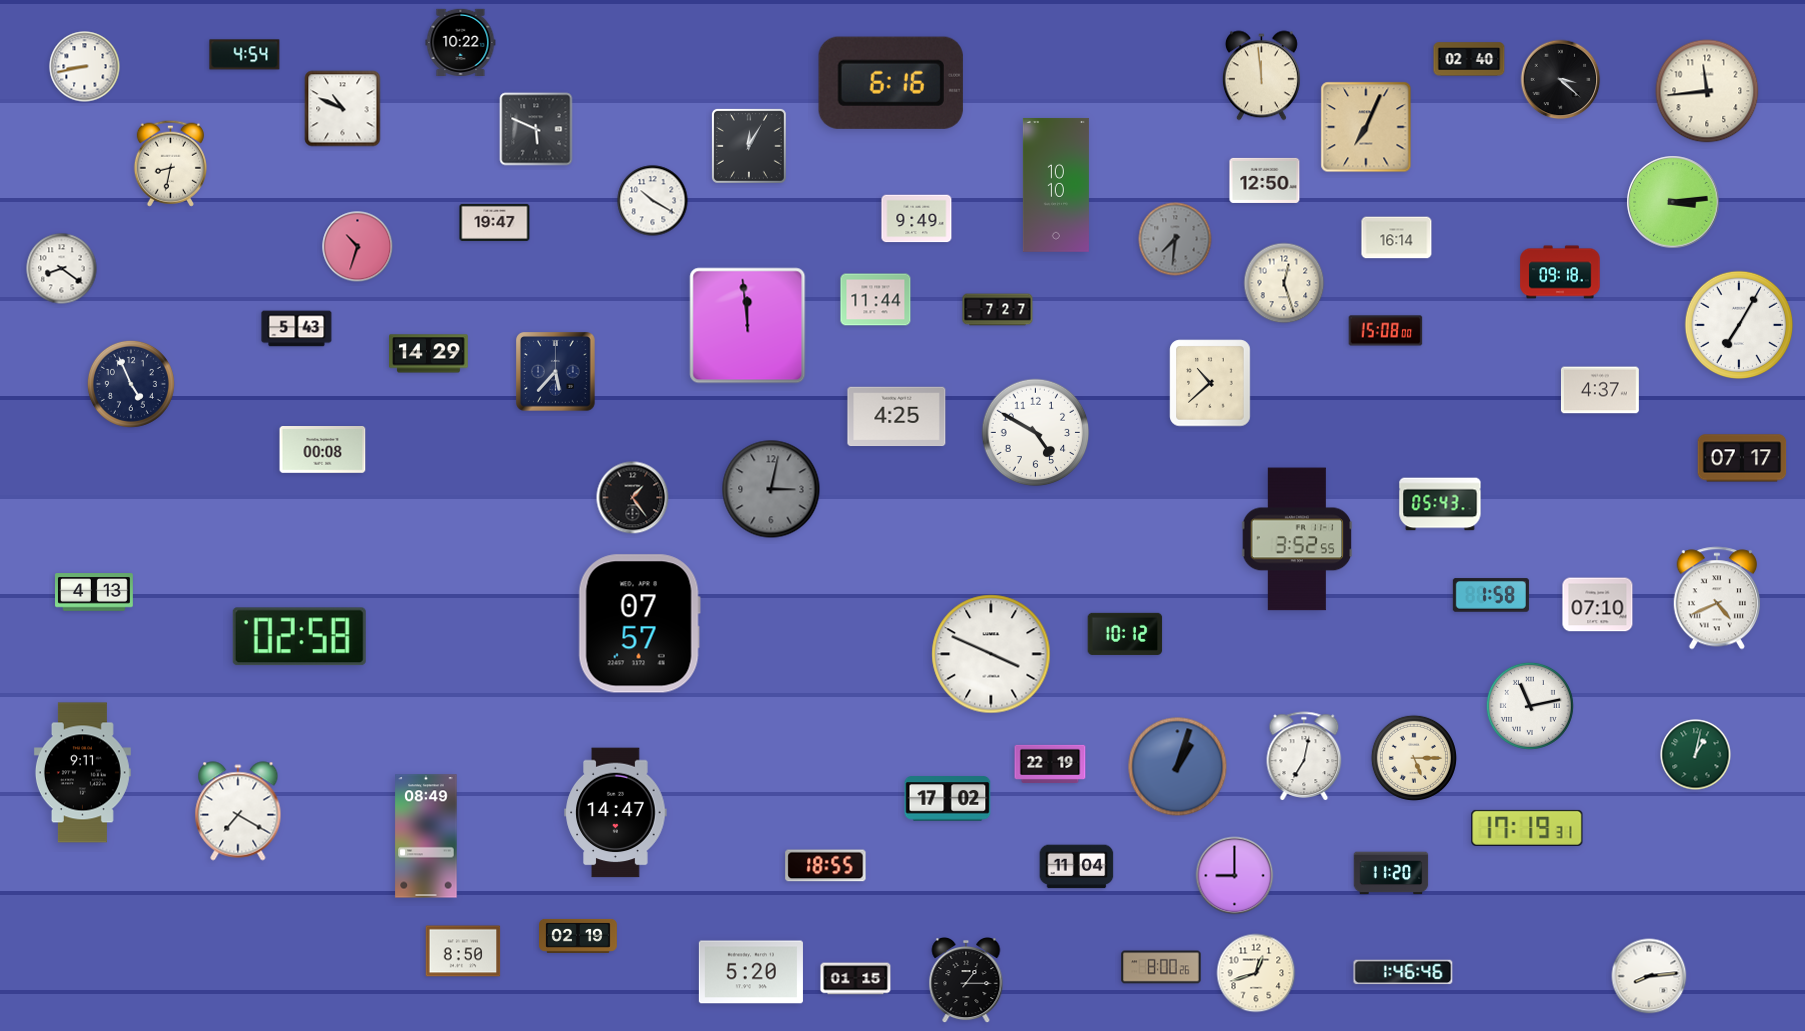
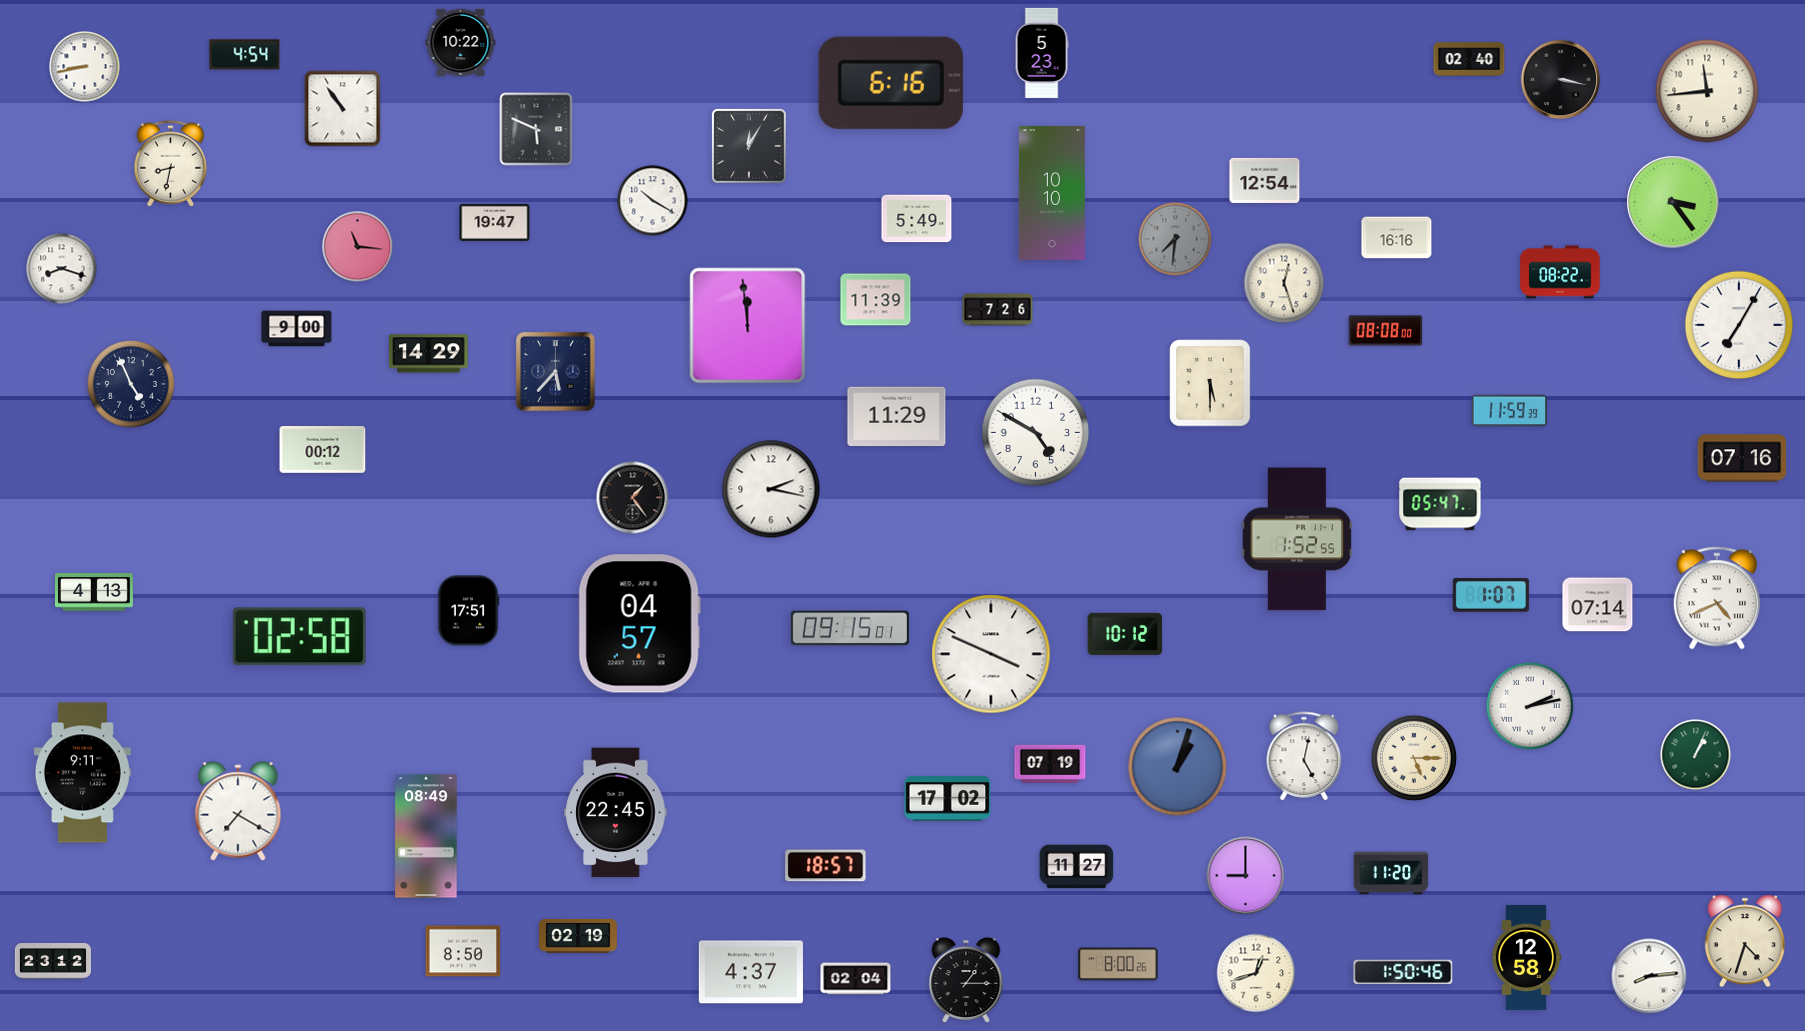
clock at (1042, 53): none -> 5:23
clock at (1261, 76): 11:59 -> none
clock at (1561, 80): 3:22 -> 3:17
clock at (343, 109): 10:49 -> 10:54
clock at (1366, 127): 7:04 -> none
clock at (1265, 180): 12:50 -> 12:54
clock at (1056, 185) position: (1056, 185) -> (1052, 193)
clock at (1673, 202): 3:14 -> 3:24
clock at (917, 219): 9:49 -> 5:49
clock at (1397, 238): 16:14 -> 16:16
clock at (358, 247): 10:33 -> 11:16
clock at (62, 269): 8:21 -> 8:18
clock at (1560, 272): 09:18 -> 08:22
clock at (876, 300): 11:44 -> 11:39
clock at (998, 310): 7:27 -> 7:26
clock at (297, 329): 5:43 -> 9:00
clock at (1386, 331): 15:08 -> 08:08
clock at (1210, 383): 10:38 -> 5:30
clock at (1600, 390): 4:37 -> none
clock at (1510, 411): none -> 11:59
clock at (897, 417): 4:25 -> 11:29
clock at (323, 450): 00:08 -> 00:12
clock at (1742, 458): 07:17 -> 07:16
clock at (771, 489): 3:02 -> 2:17
clock at (771, 489) dial: grey -> white
clock at (1440, 504): 05:43 -> 05:47
clock at (1297, 539): 3:52 -> 1:52
clock at (1491, 595): 1:58 -> 1:07
clock at (1598, 605): 07:10 -> 07:14
clock at (468, 611): none -> 17:51
clock at (639, 624): 07:57 -> 04:57
clock at (850, 628): none -> 09:15
clock at (1530, 706): 11:13 -> 2:13
clock at (1696, 755): 1:02 -> 1:04
clock at (1304, 756): 7:02 -> 5:02
clock at (1050, 763): 22:19 -> 07:19
clock at (616, 813): 14:47 -> 22:45
clock at (1527, 828): 17:19 -> none
clock at (826, 866): 18:55 -> 18:57
clock at (1077, 867): 11:04 -> 11:27
clock at (1235, 876) position: (1235, 876) -> (1246, 876)
clock at (1745, 941): none -> 4:33
clock at (1526, 957): none -> 12:58
clock at (53, 962): none -> 23:12
clock at (1161, 967) position: (1161, 967) -> (1118, 964)
clock at (751, 972): 5:20 -> 4:37
clock at (1403, 972): 1:46 -> 1:50
clock at (856, 979): 01:15 -> 02:04
